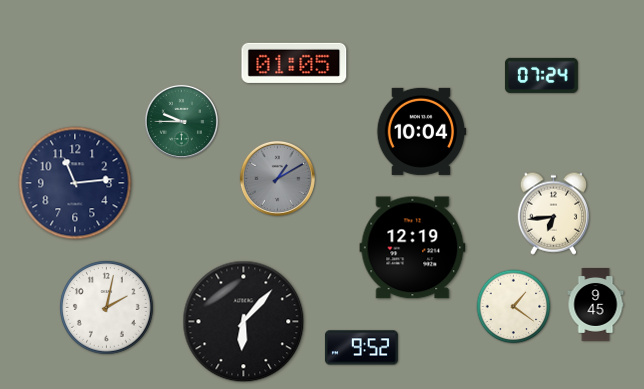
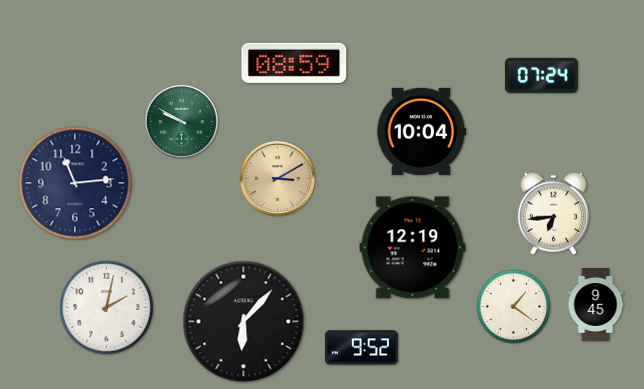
clock at (294, 63): 01:05 -> 08:59
clock at (181, 121): 9:45 -> 9:50
clock at (277, 178): 1:10 -> 3:10
clock at (277, 178) dial: grey -> champagne
